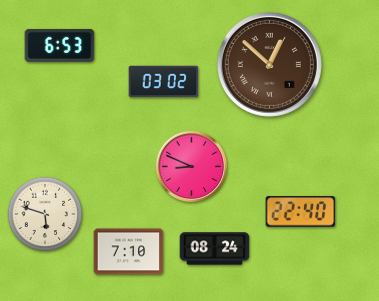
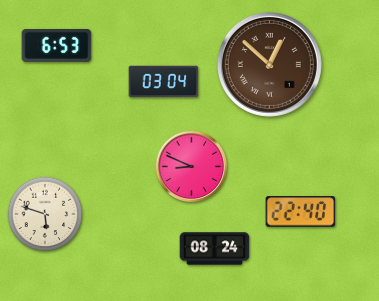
clock at (60, 45) position: (60, 45) -> (57, 45)
clock at (164, 82): 03:02 -> 03:04
clock at (129, 252): 7:10 -> none
